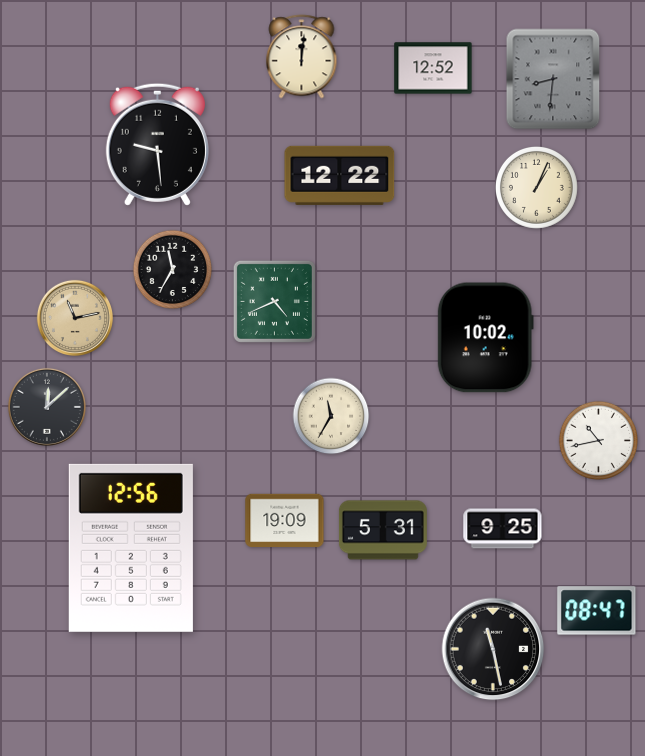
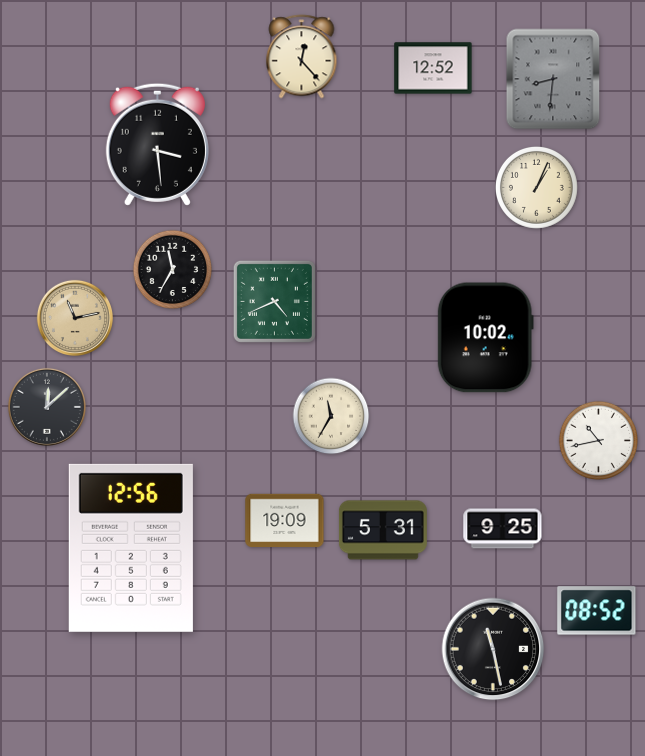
clock at (302, 57): 12:01 -> 12:23
clock at (157, 144): 9:29 -> 3:29
clock at (340, 175): 12:22 -> none
clock at (597, 611): 08:47 -> 08:52
